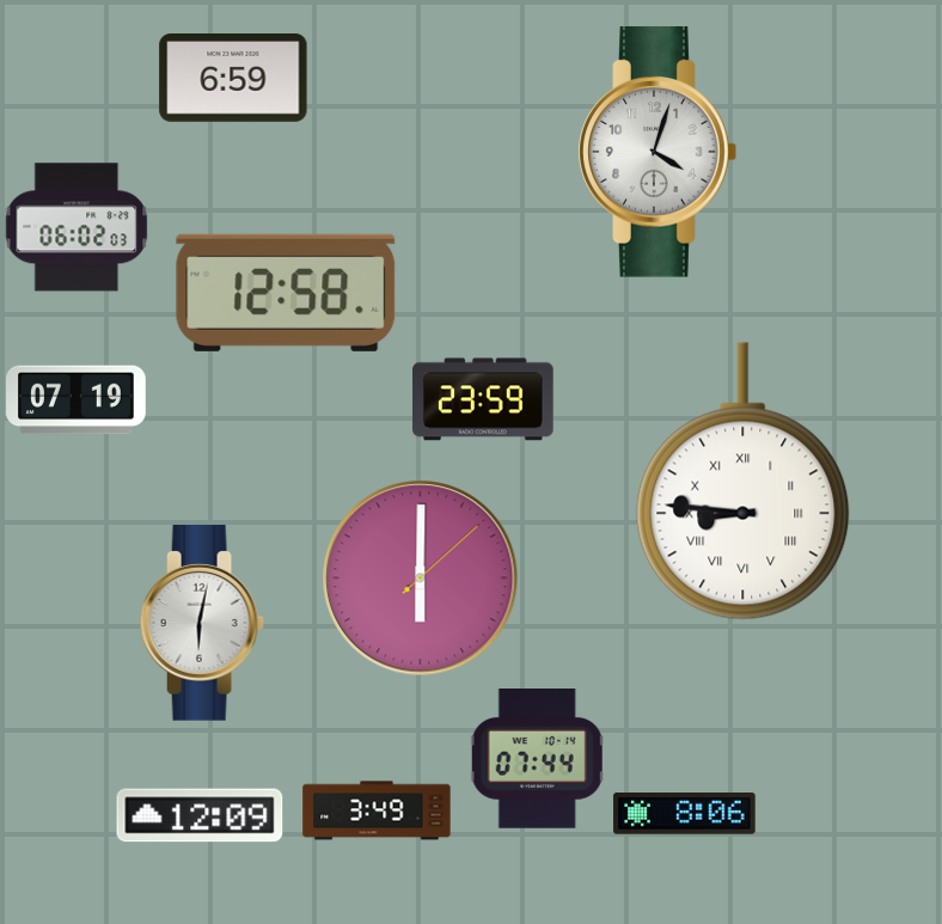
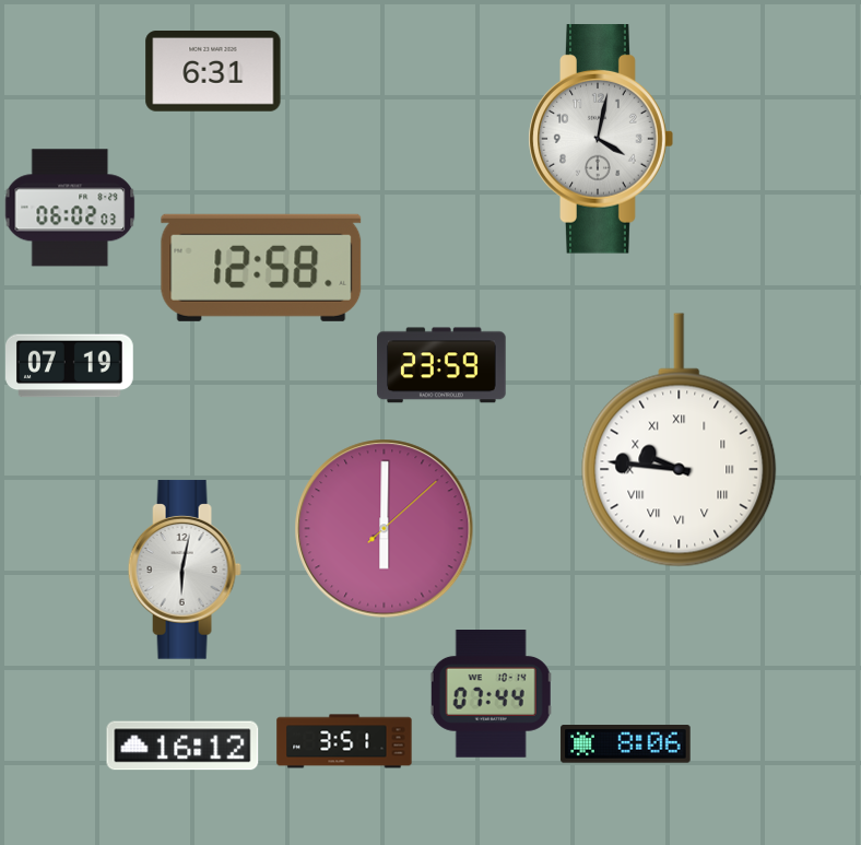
clock at (233, 79): 6:59 -> 6:31
clock at (657, 152): 4:03 -> 4:02
clock at (744, 482): 8:46 -> 9:46
clock at (377, 810): 3:49 -> 3:51
clock at (200, 815): 12:09 -> 16:12
